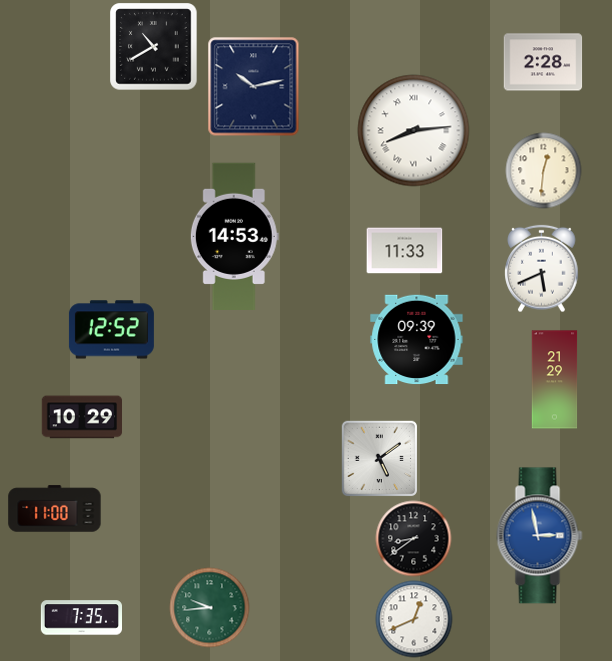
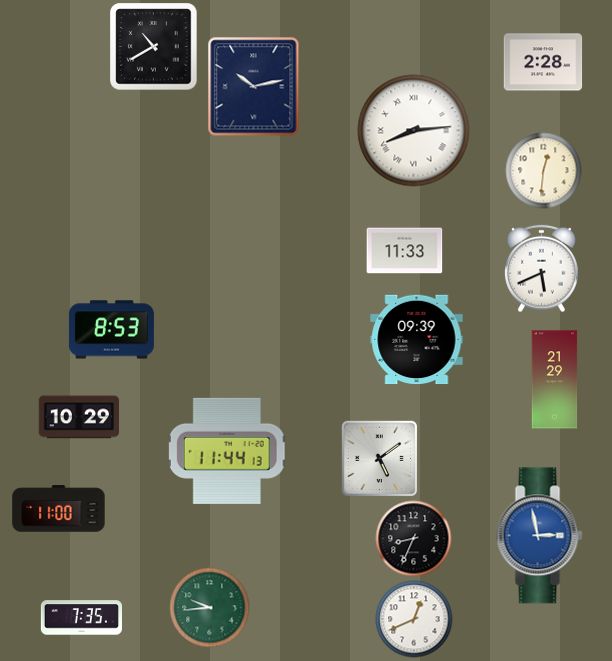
clock at (234, 236): 14:53 -> none
clock at (111, 330): 12:52 -> 8:53
clock at (81, 417) position: (81, 417) -> (78, 417)
clock at (227, 451): none -> 11:44
clock at (55, 509) position: (55, 509) -> (59, 509)
clock at (414, 539): 8:39 -> 8:34
